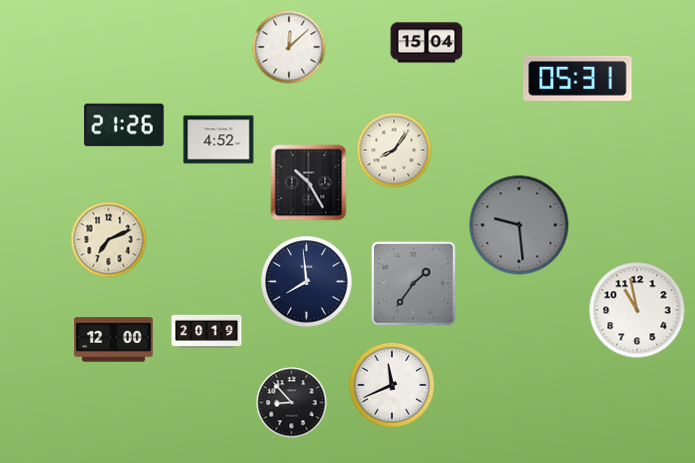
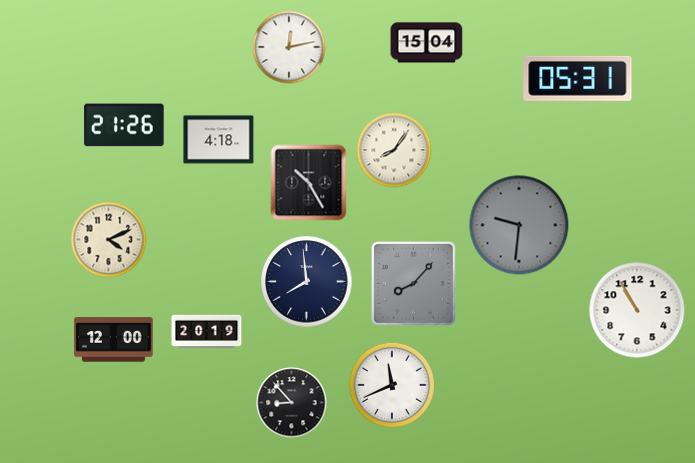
clock at (289, 47): 12:08 -> 12:13
clock at (219, 140): 4:52 -> 4:18
clock at (519, 225): 9:29 -> 9:31
clock at (109, 240): 7:11 -> 4:11
clock at (413, 283): 1:36 -> 8:07
clock at (637, 310): 10:58 -> 10:55
